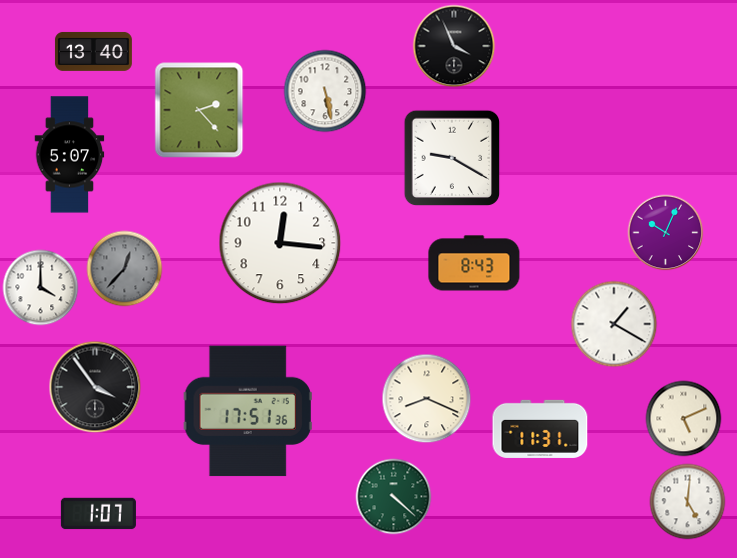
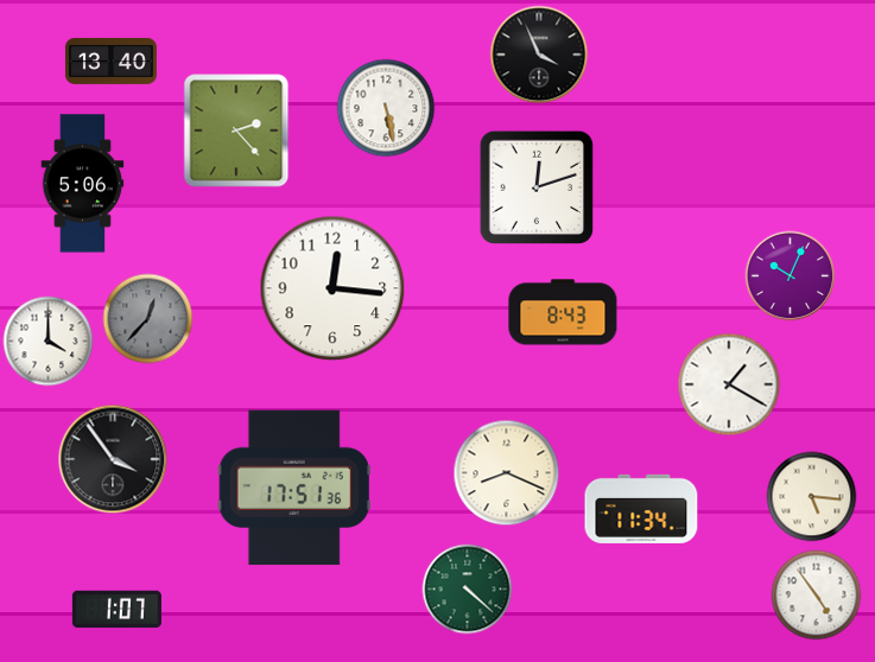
clock at (70, 155): 5:07 -> 5:06
clock at (452, 158): 9:20 -> 12:12
clock at (684, 419): 5:11 -> 5:16
clock at (540, 429): 11:31 -> 11:34
clock at (688, 502): 5:01 -> 4:54
